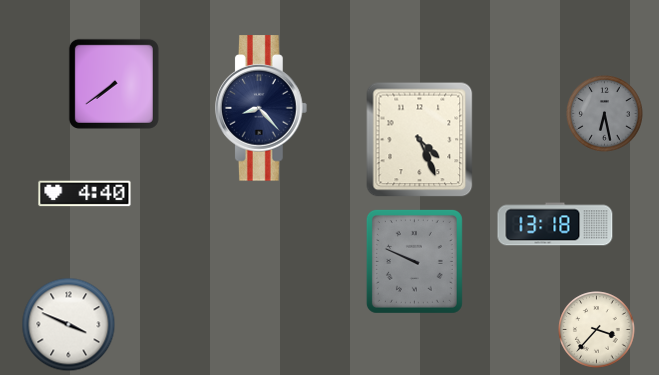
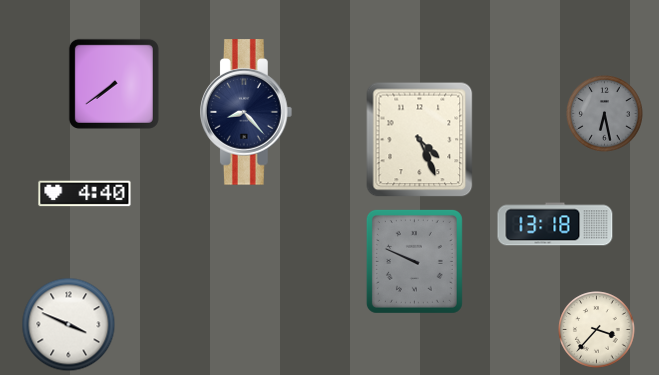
clock at (262, 108) position: (262, 108) -> (247, 112)
